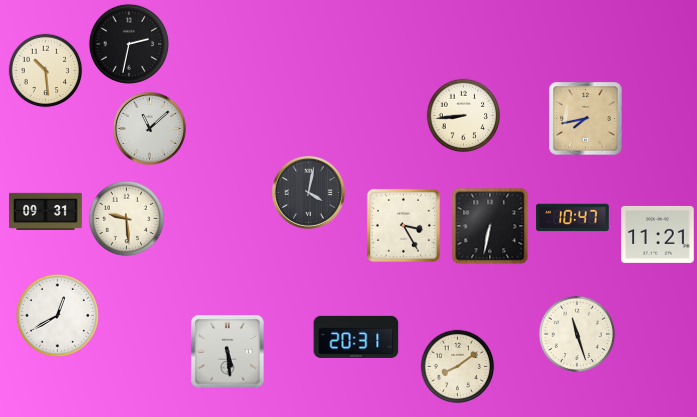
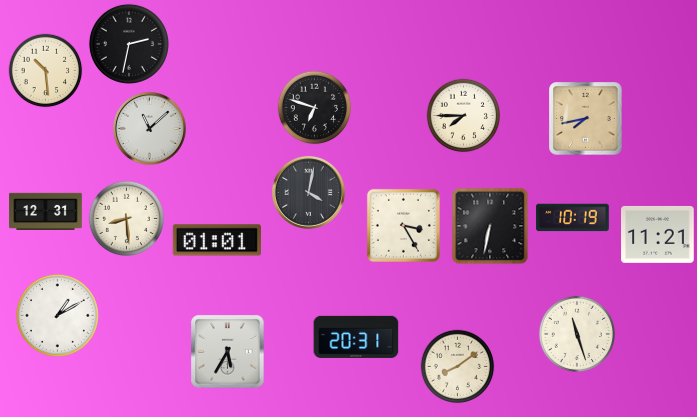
clock at (315, 108): none -> 6:48
clock at (464, 116): 8:44 -> 7:45
clock at (46, 211): 09:31 -> 12:31
clock at (573, 218): 10:47 -> 10:19
clock at (127, 219): 9:29 -> 8:29
clock at (217, 240): none -> 01:01
clock at (57, 315): 12:40 -> 1:10
clock at (228, 352): 5:29 -> 5:35
